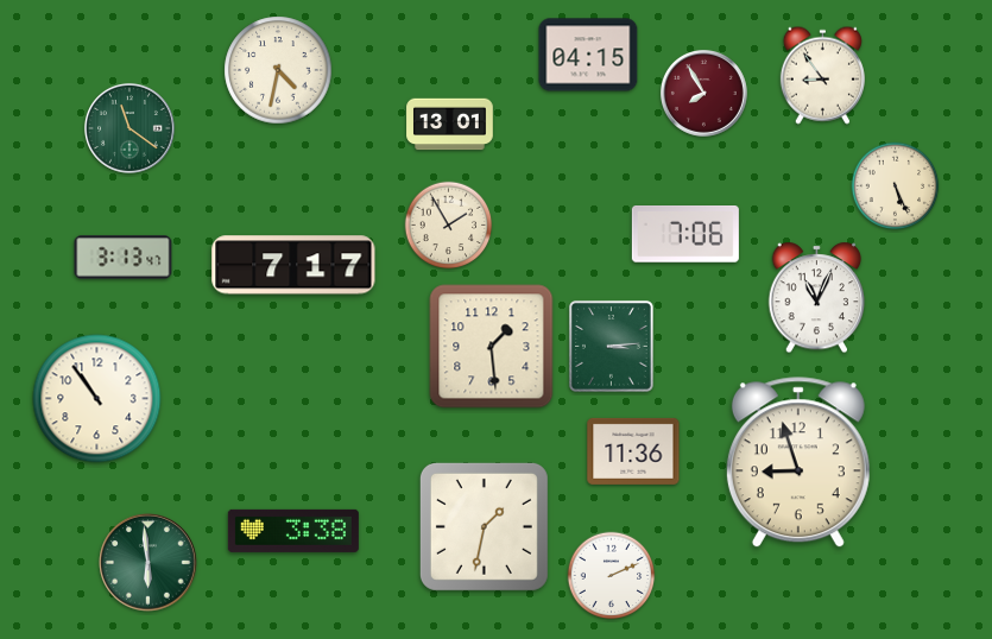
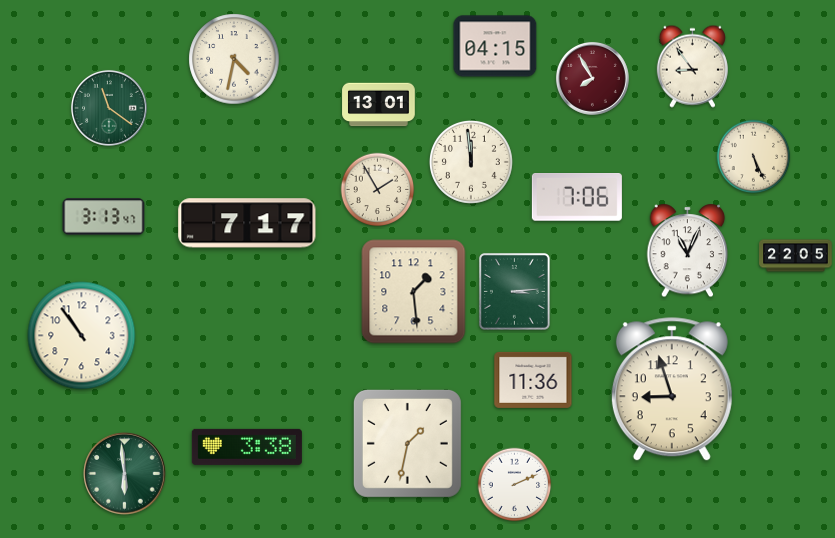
clock at (822, 75) position: (822, 75) -> (692, 66)
clock at (471, 162): none -> 11:59
clock at (796, 256): none -> 22:05
